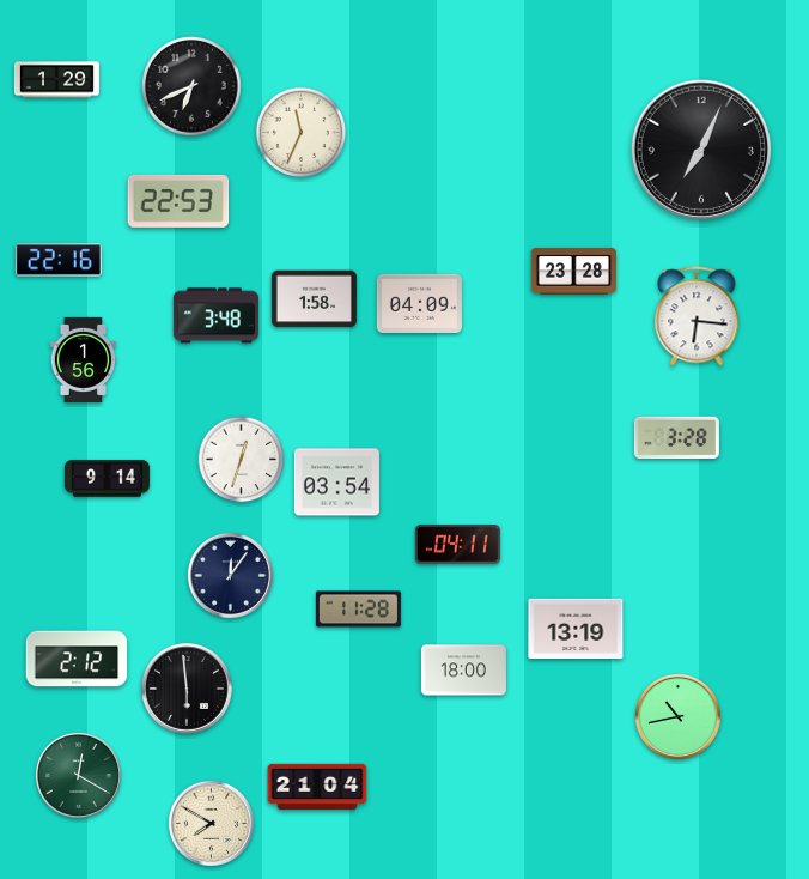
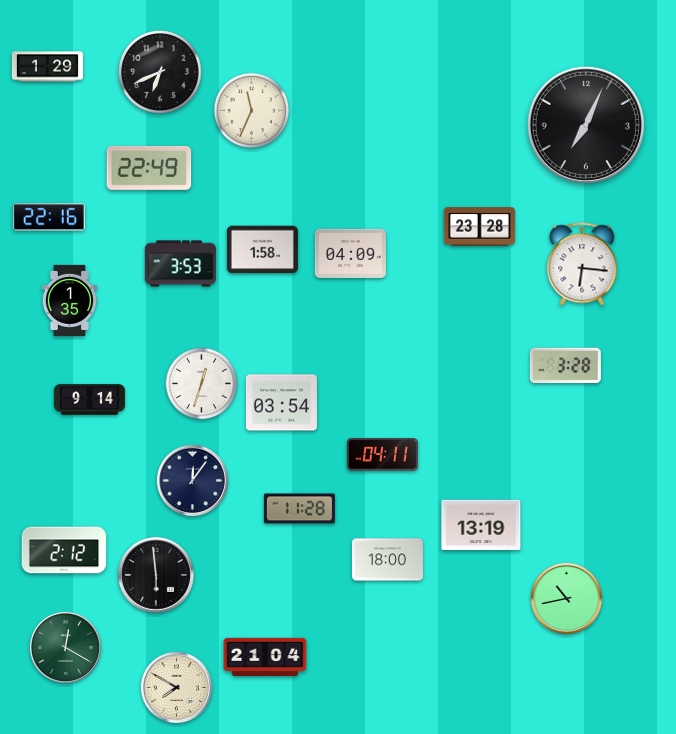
clock at (178, 201): 22:53 -> 22:49
clock at (215, 316): 3:48 -> 3:53
clock at (84, 359): 1:56 -> 1:35
